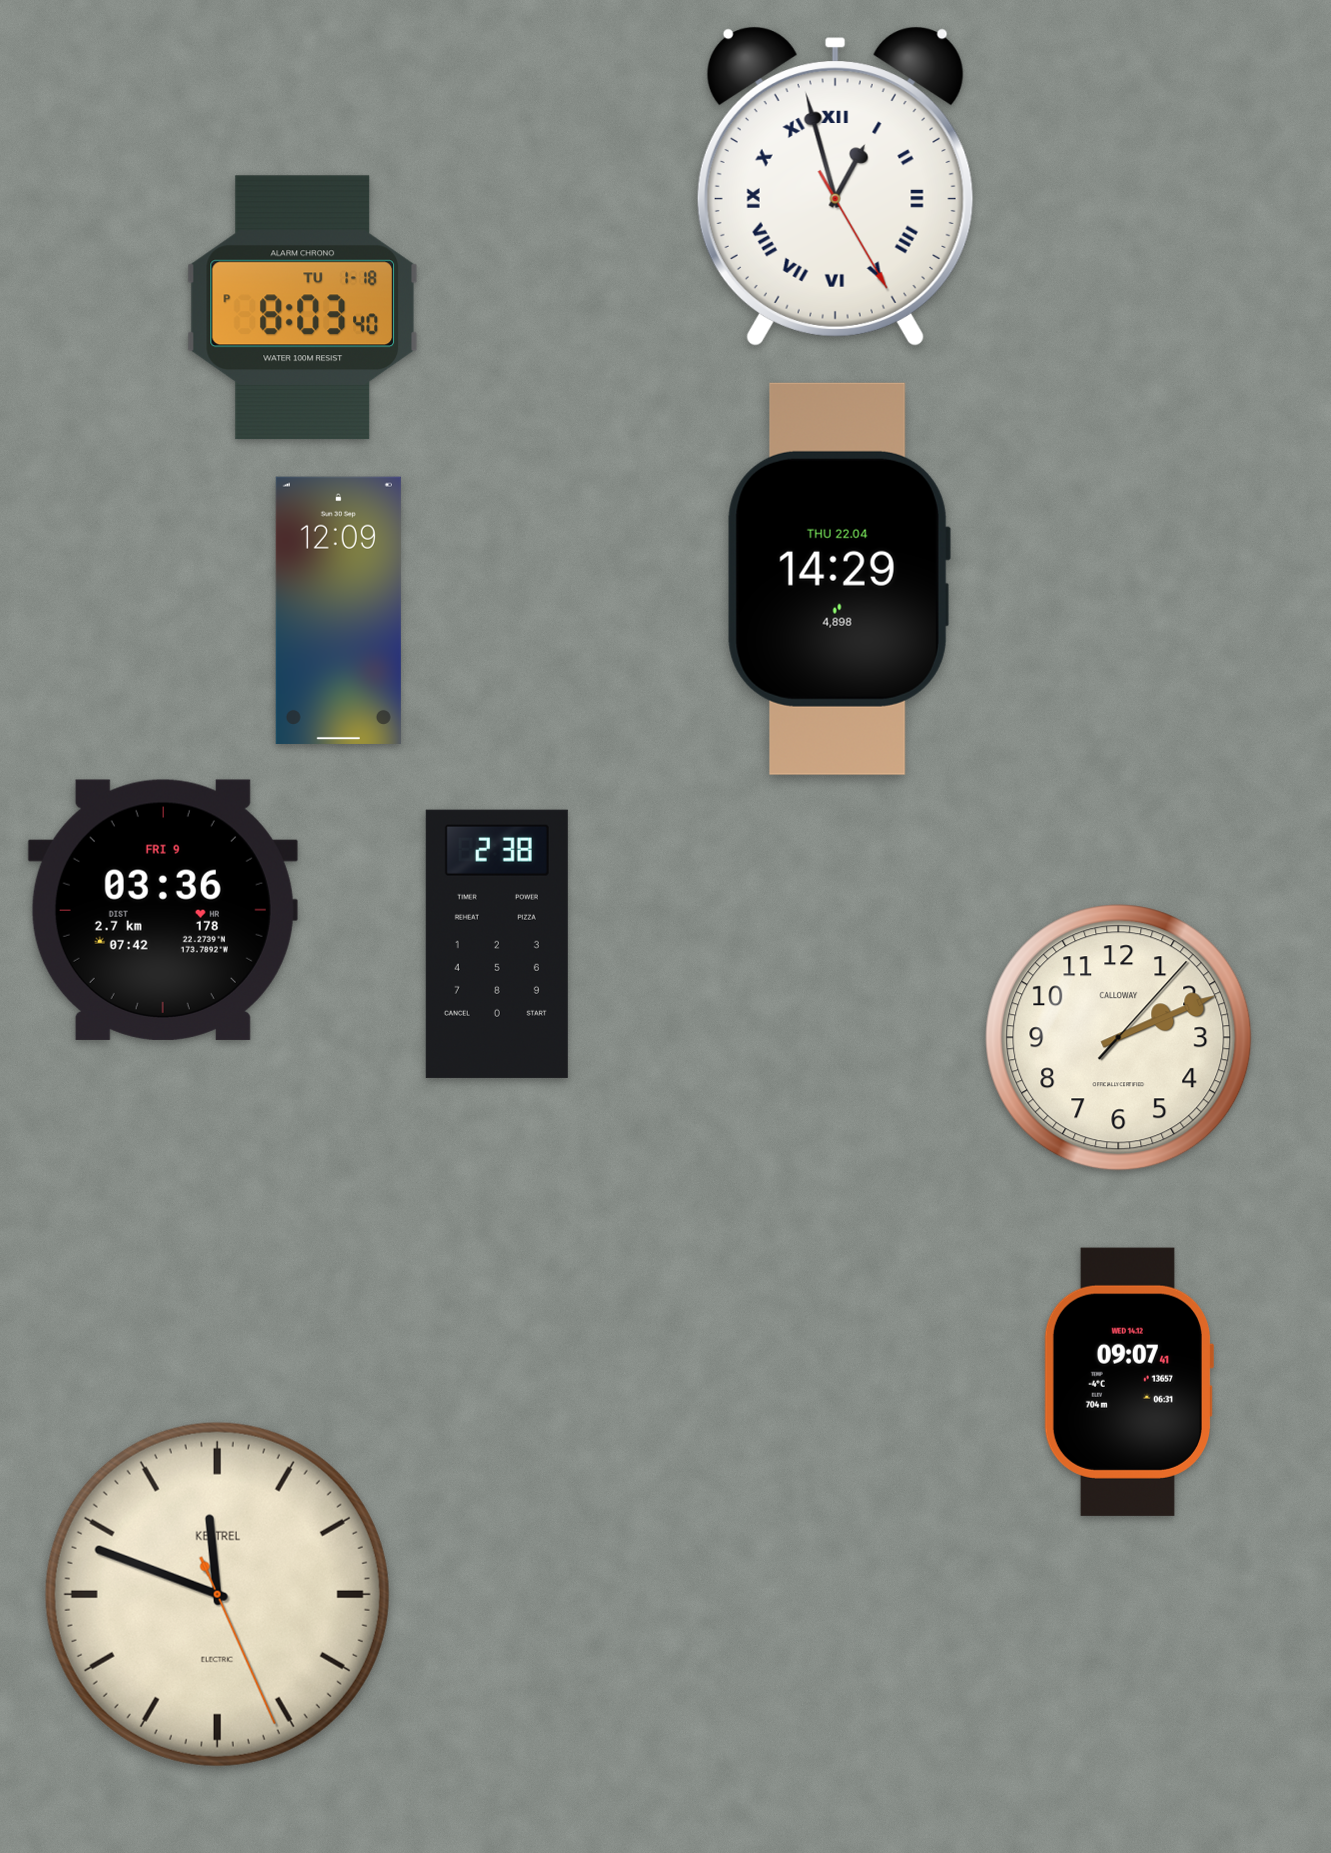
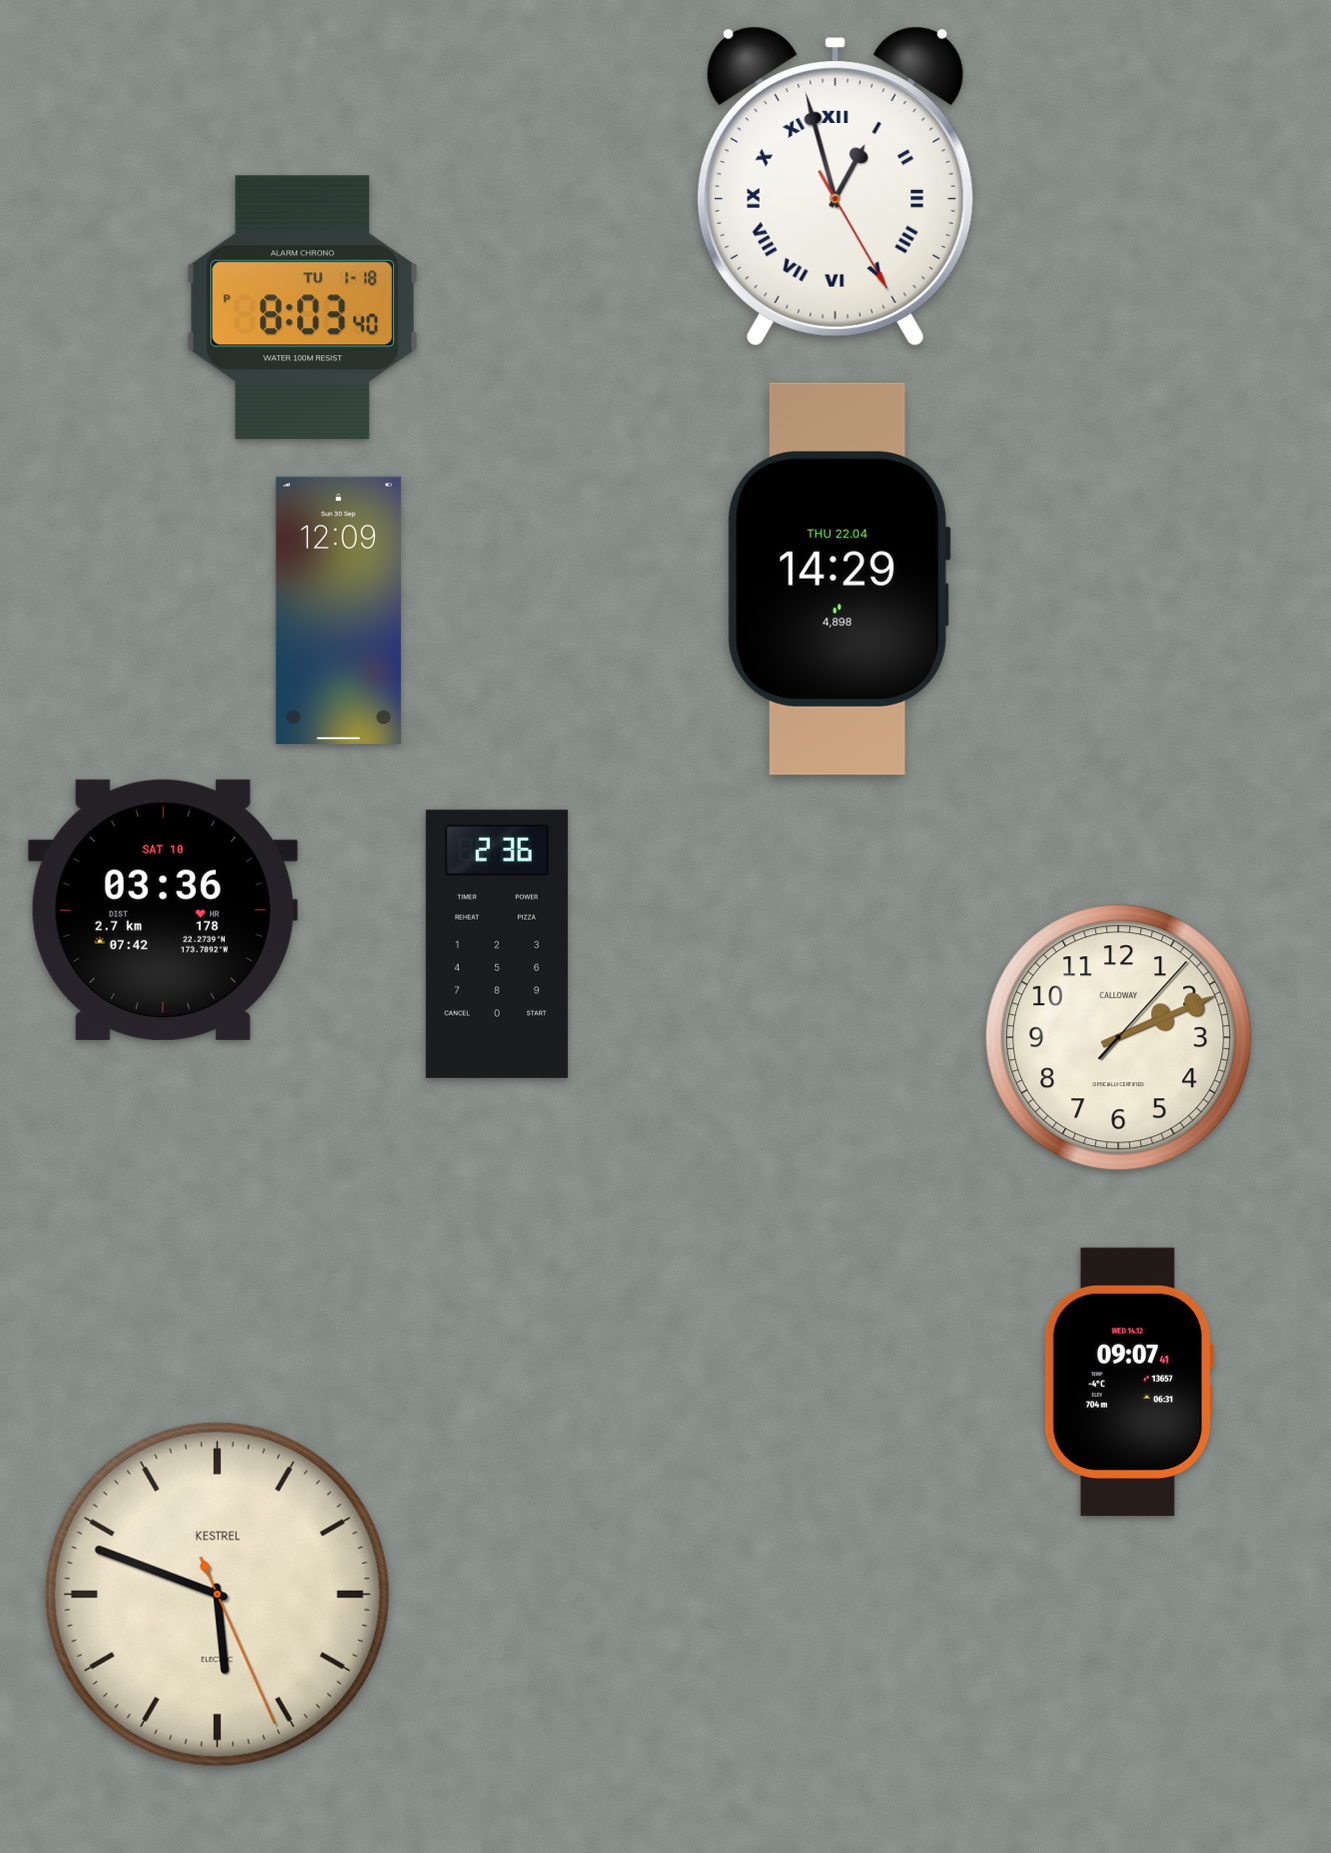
clock at (163, 910) date: FRI 9 -> SAT 10
clock at (497, 944): 2:38 -> 2:36
clock at (217, 1594): 11:48 -> 5:48
